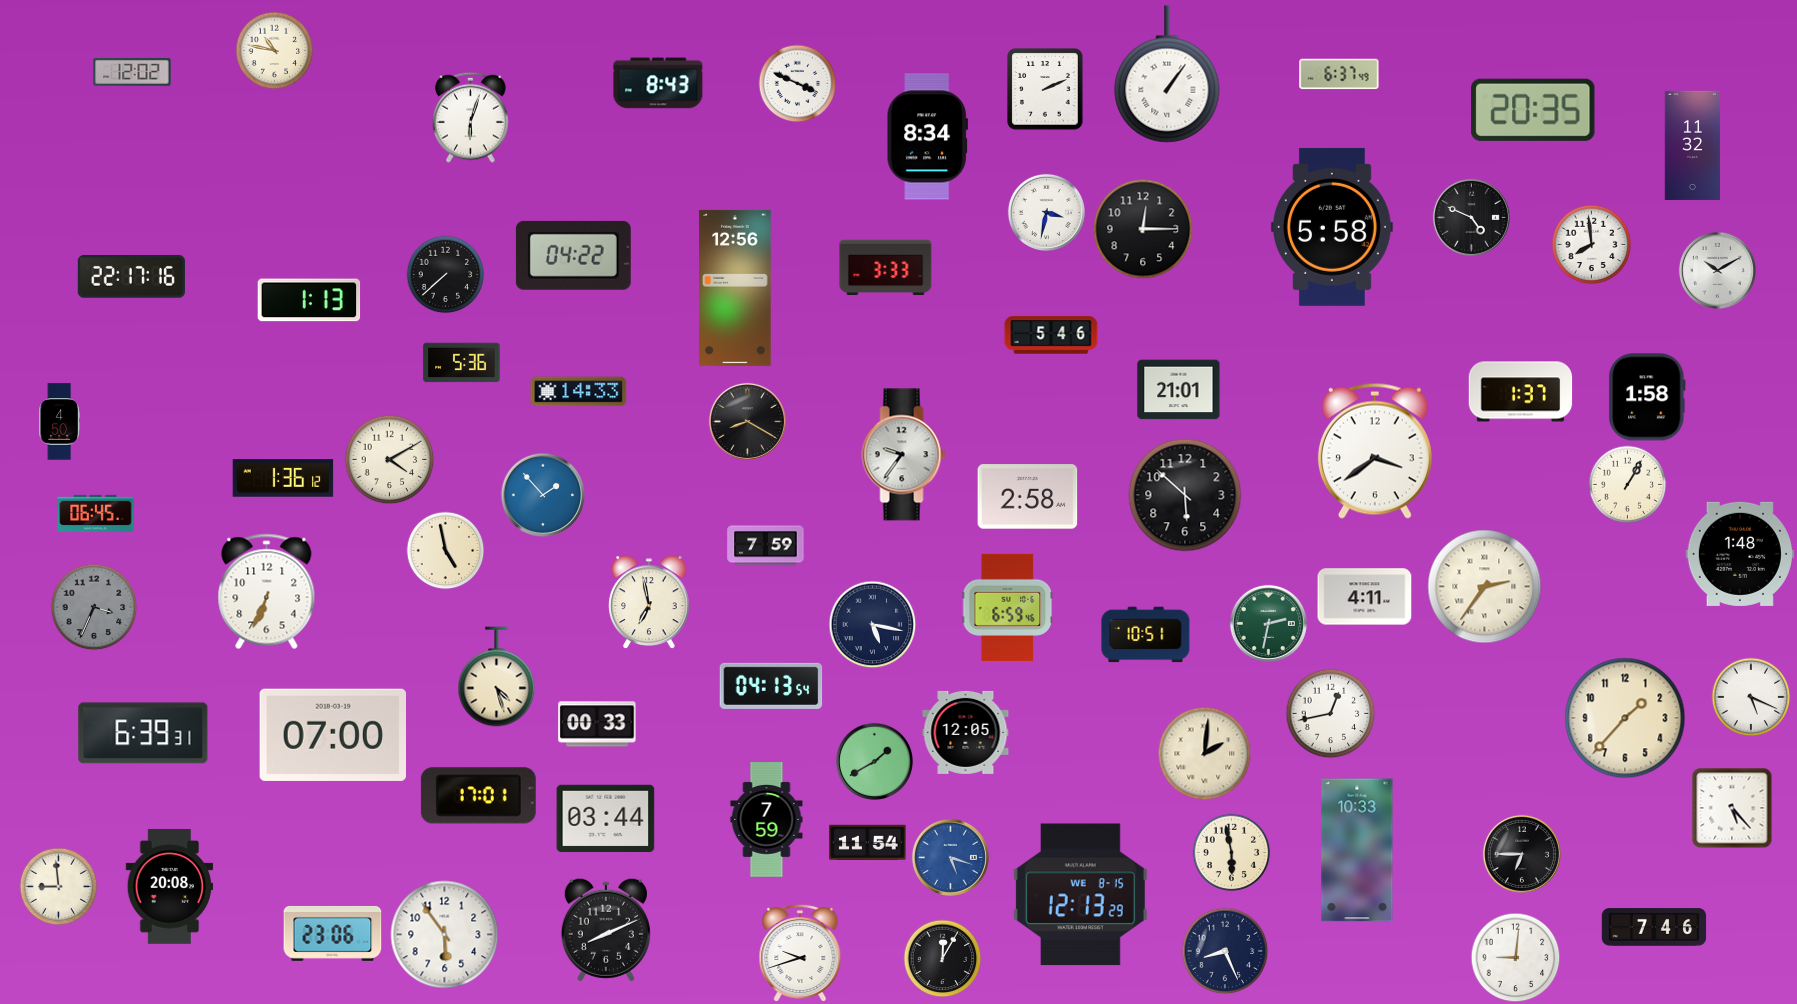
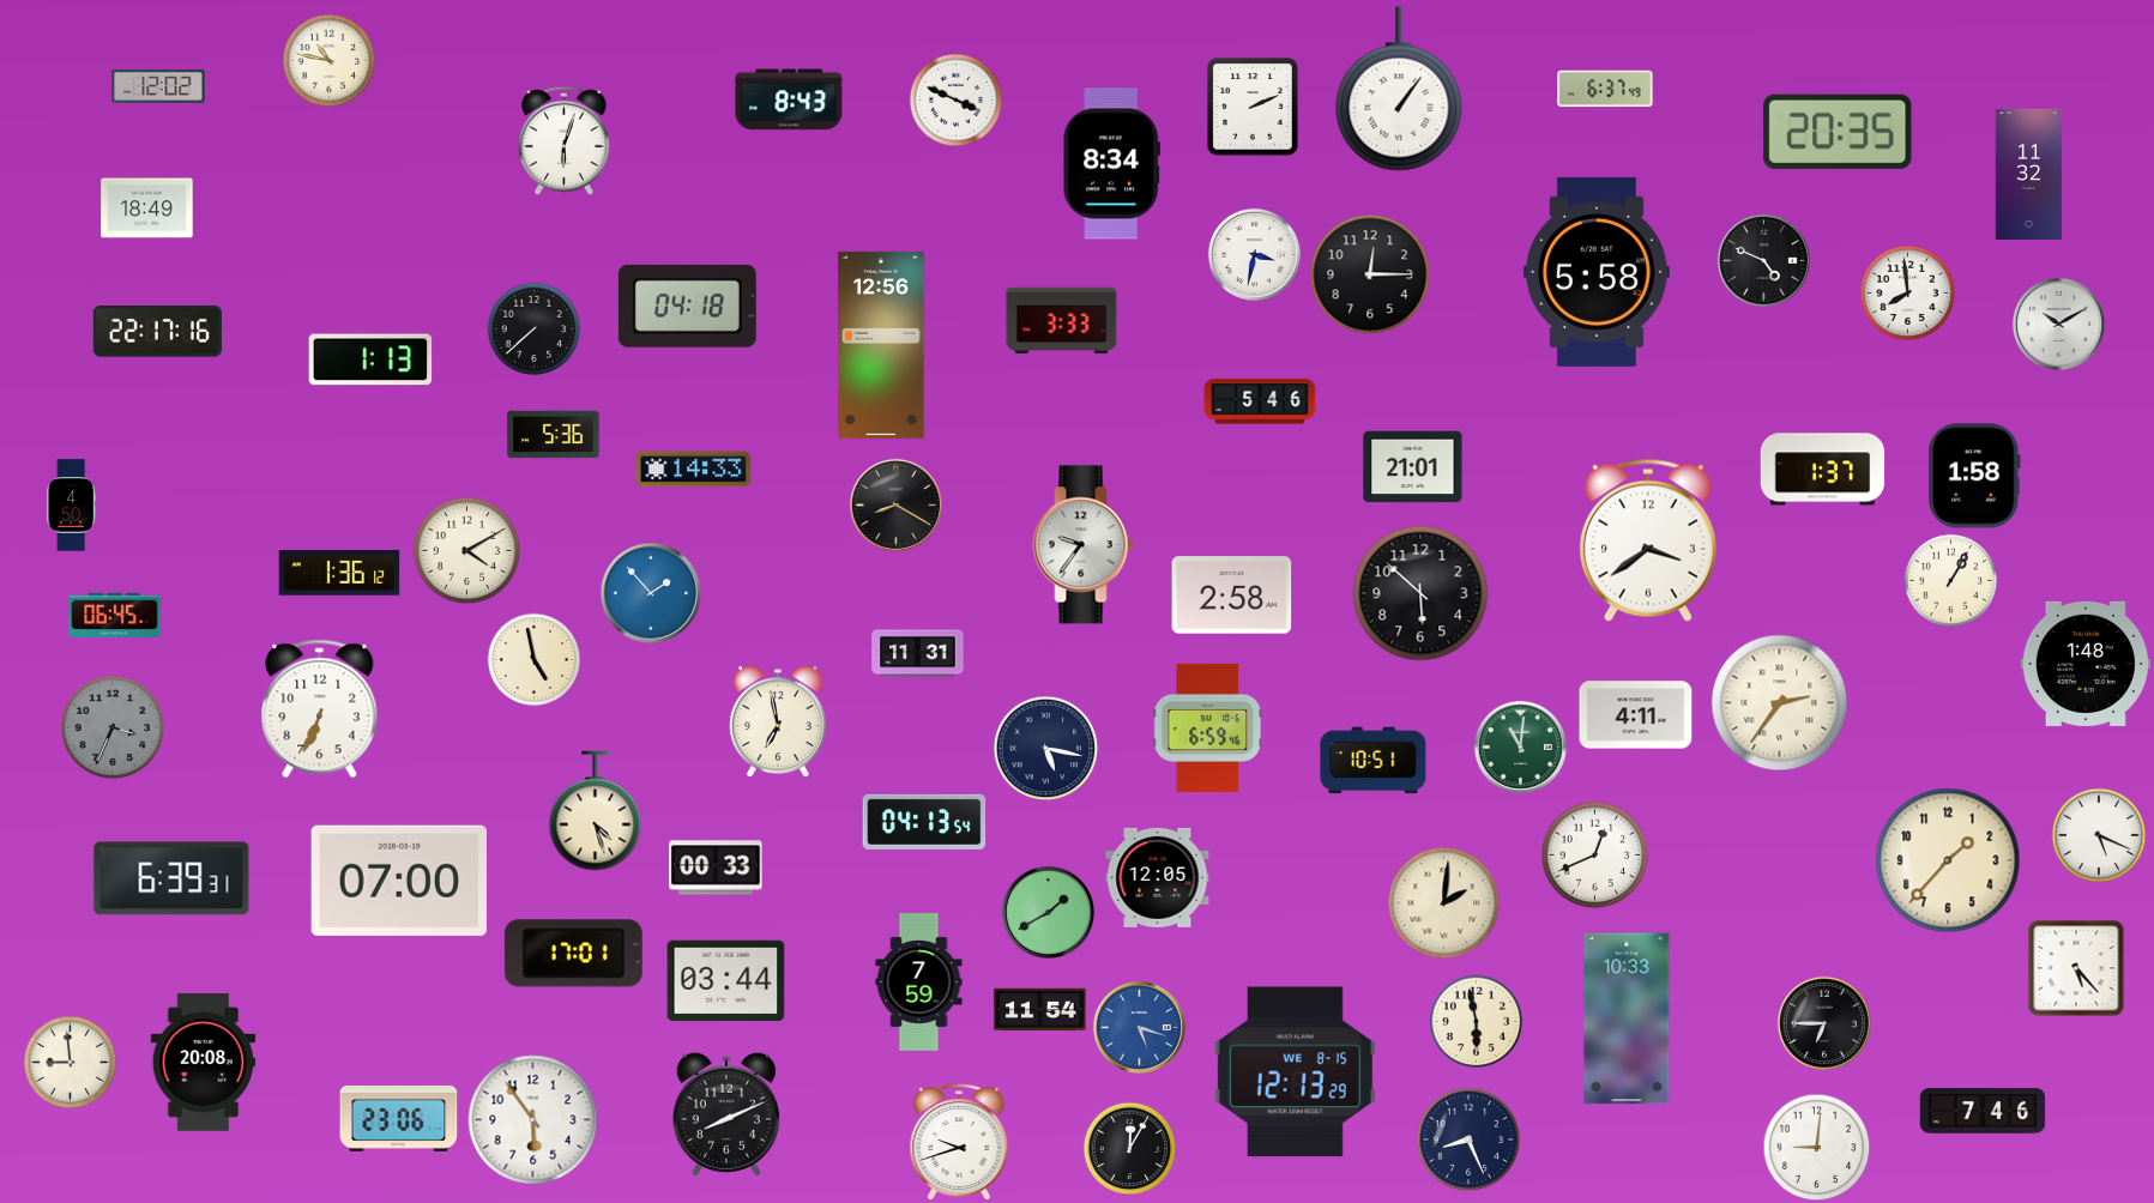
clock at (147, 208): none -> 18:49
clock at (573, 255): 04:22 -> 04:18
clock at (766, 546): 7:59 -> 11:31
clock at (1268, 623): 2:32 -> 11:01
clock at (1330, 713): 12:43 -> 12:41
